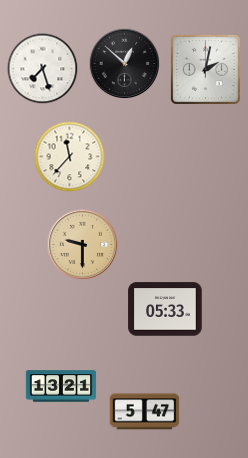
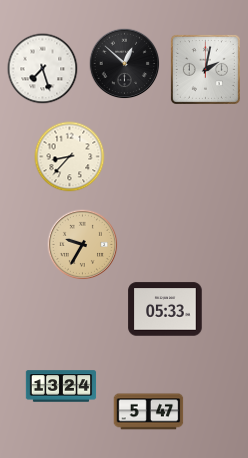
clock at (70, 157): 11:37 -> 8:37
clock at (83, 245): 9:30 -> 9:35
clock at (61, 386): 13:21 -> 13:24
clock at (145, 412) position: (145, 412) -> (149, 412)
